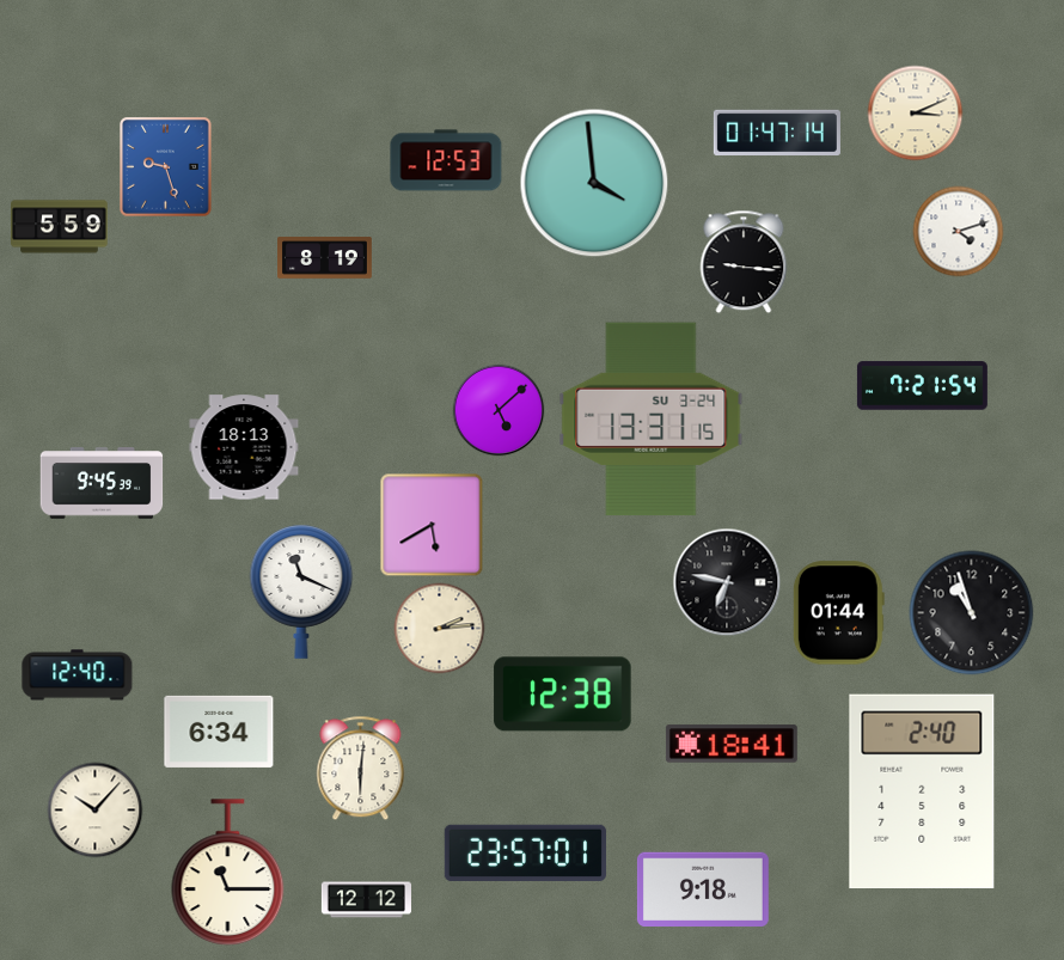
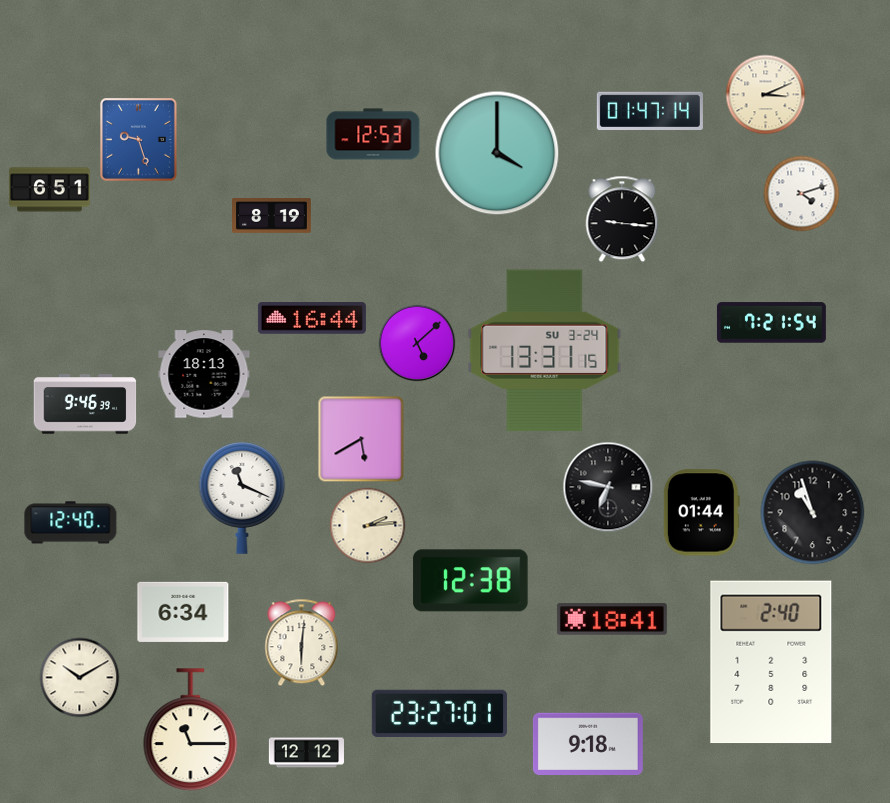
clock at (594, 183): 3:59 -> 4:00
clock at (60, 227): 5:59 -> 6:51
clock at (312, 318): none -> 16:44
clock at (102, 483): 9:45 -> 9:46
clock at (301, 592) position: (301, 592) -> (242, 498)
clock at (78, 675) position: (78, 675) -> (71, 523)
clock at (732, 744) position: (732, 744) -> (612, 619)
clock at (96, 811): 10:07 -> 10:10
clock at (525, 852): 23:57 -> 23:27
